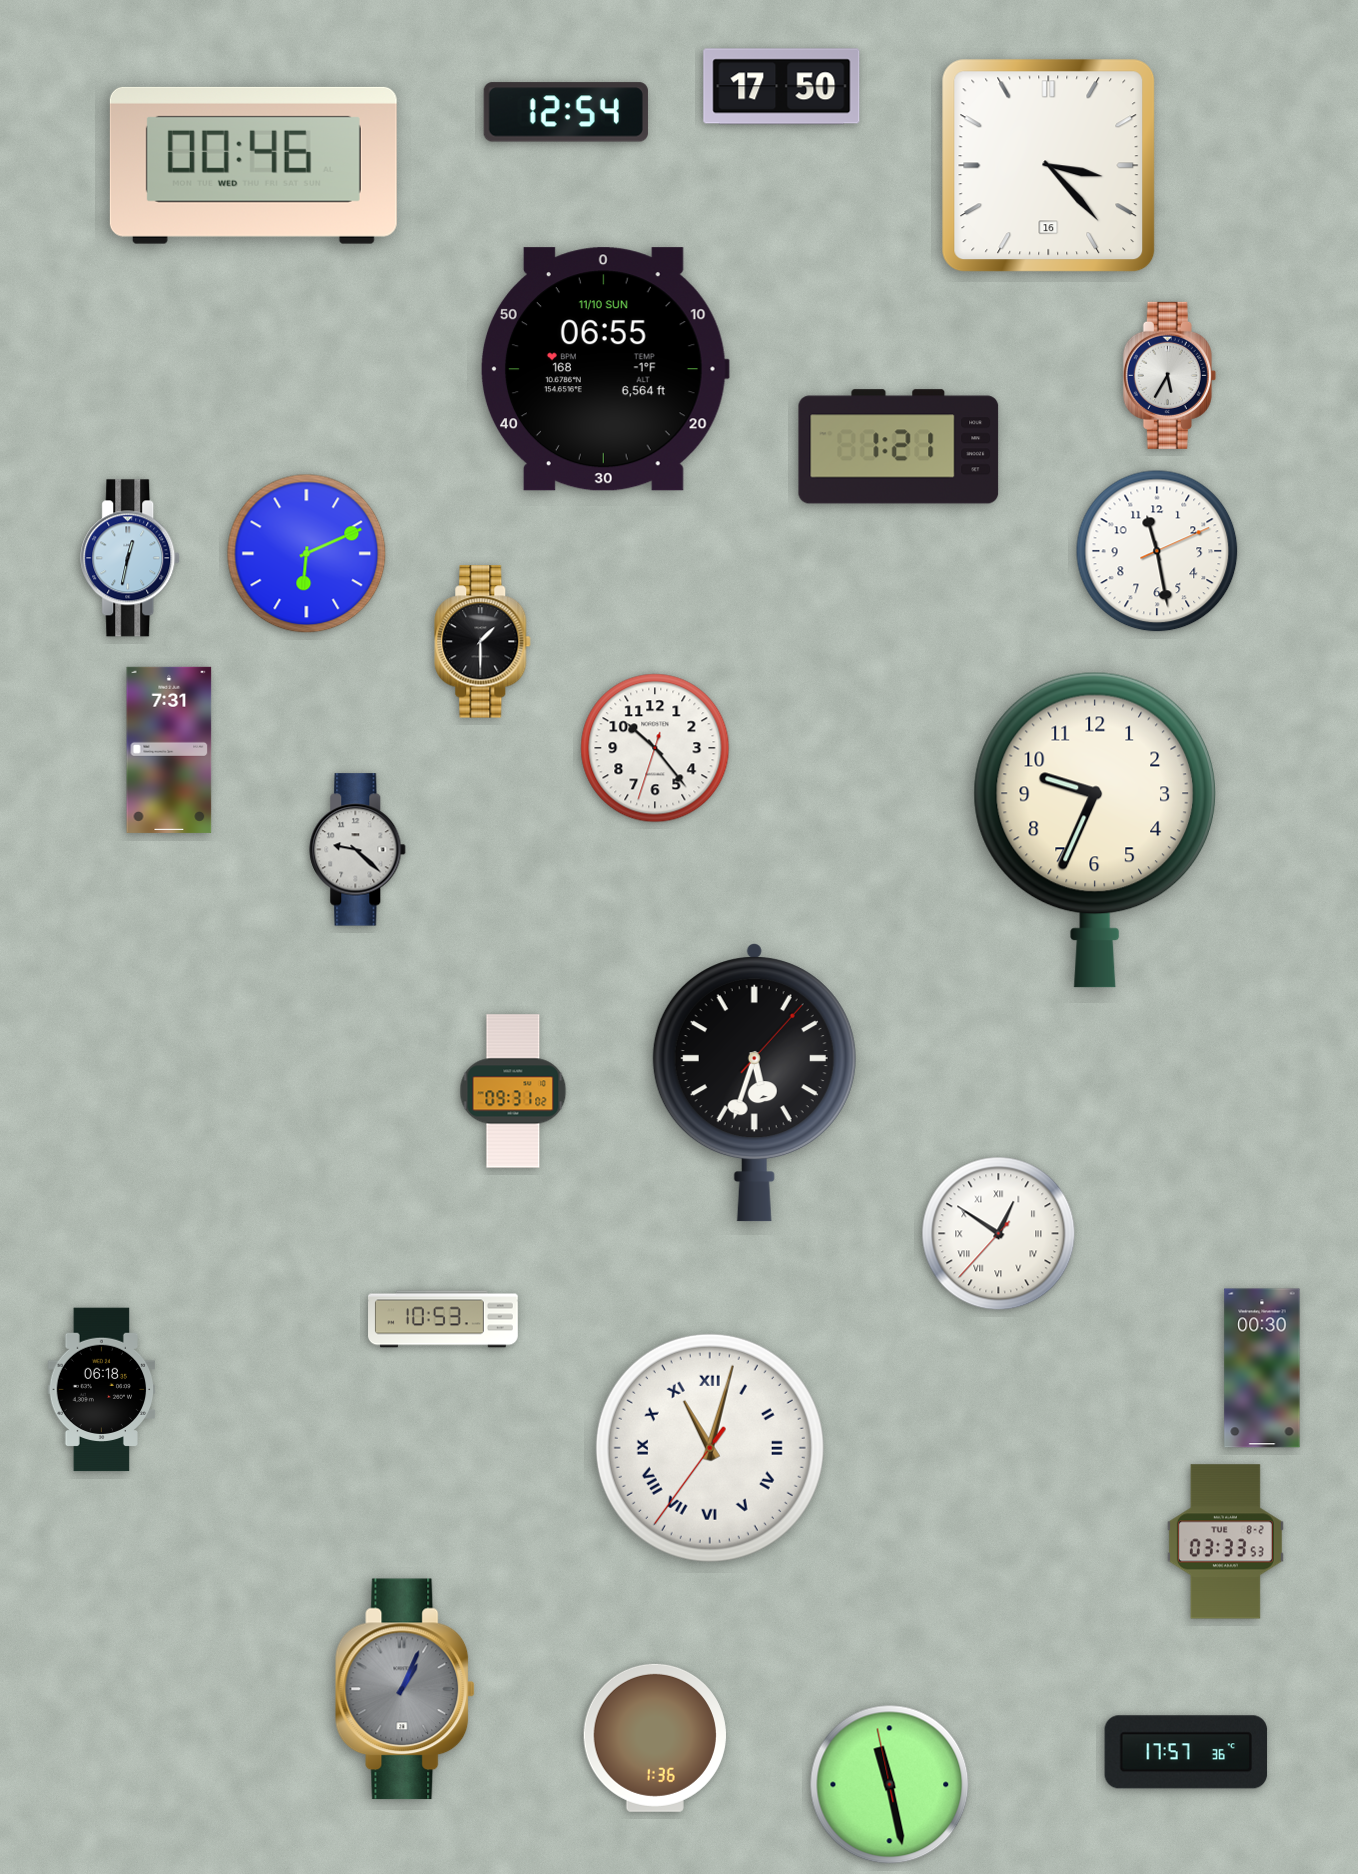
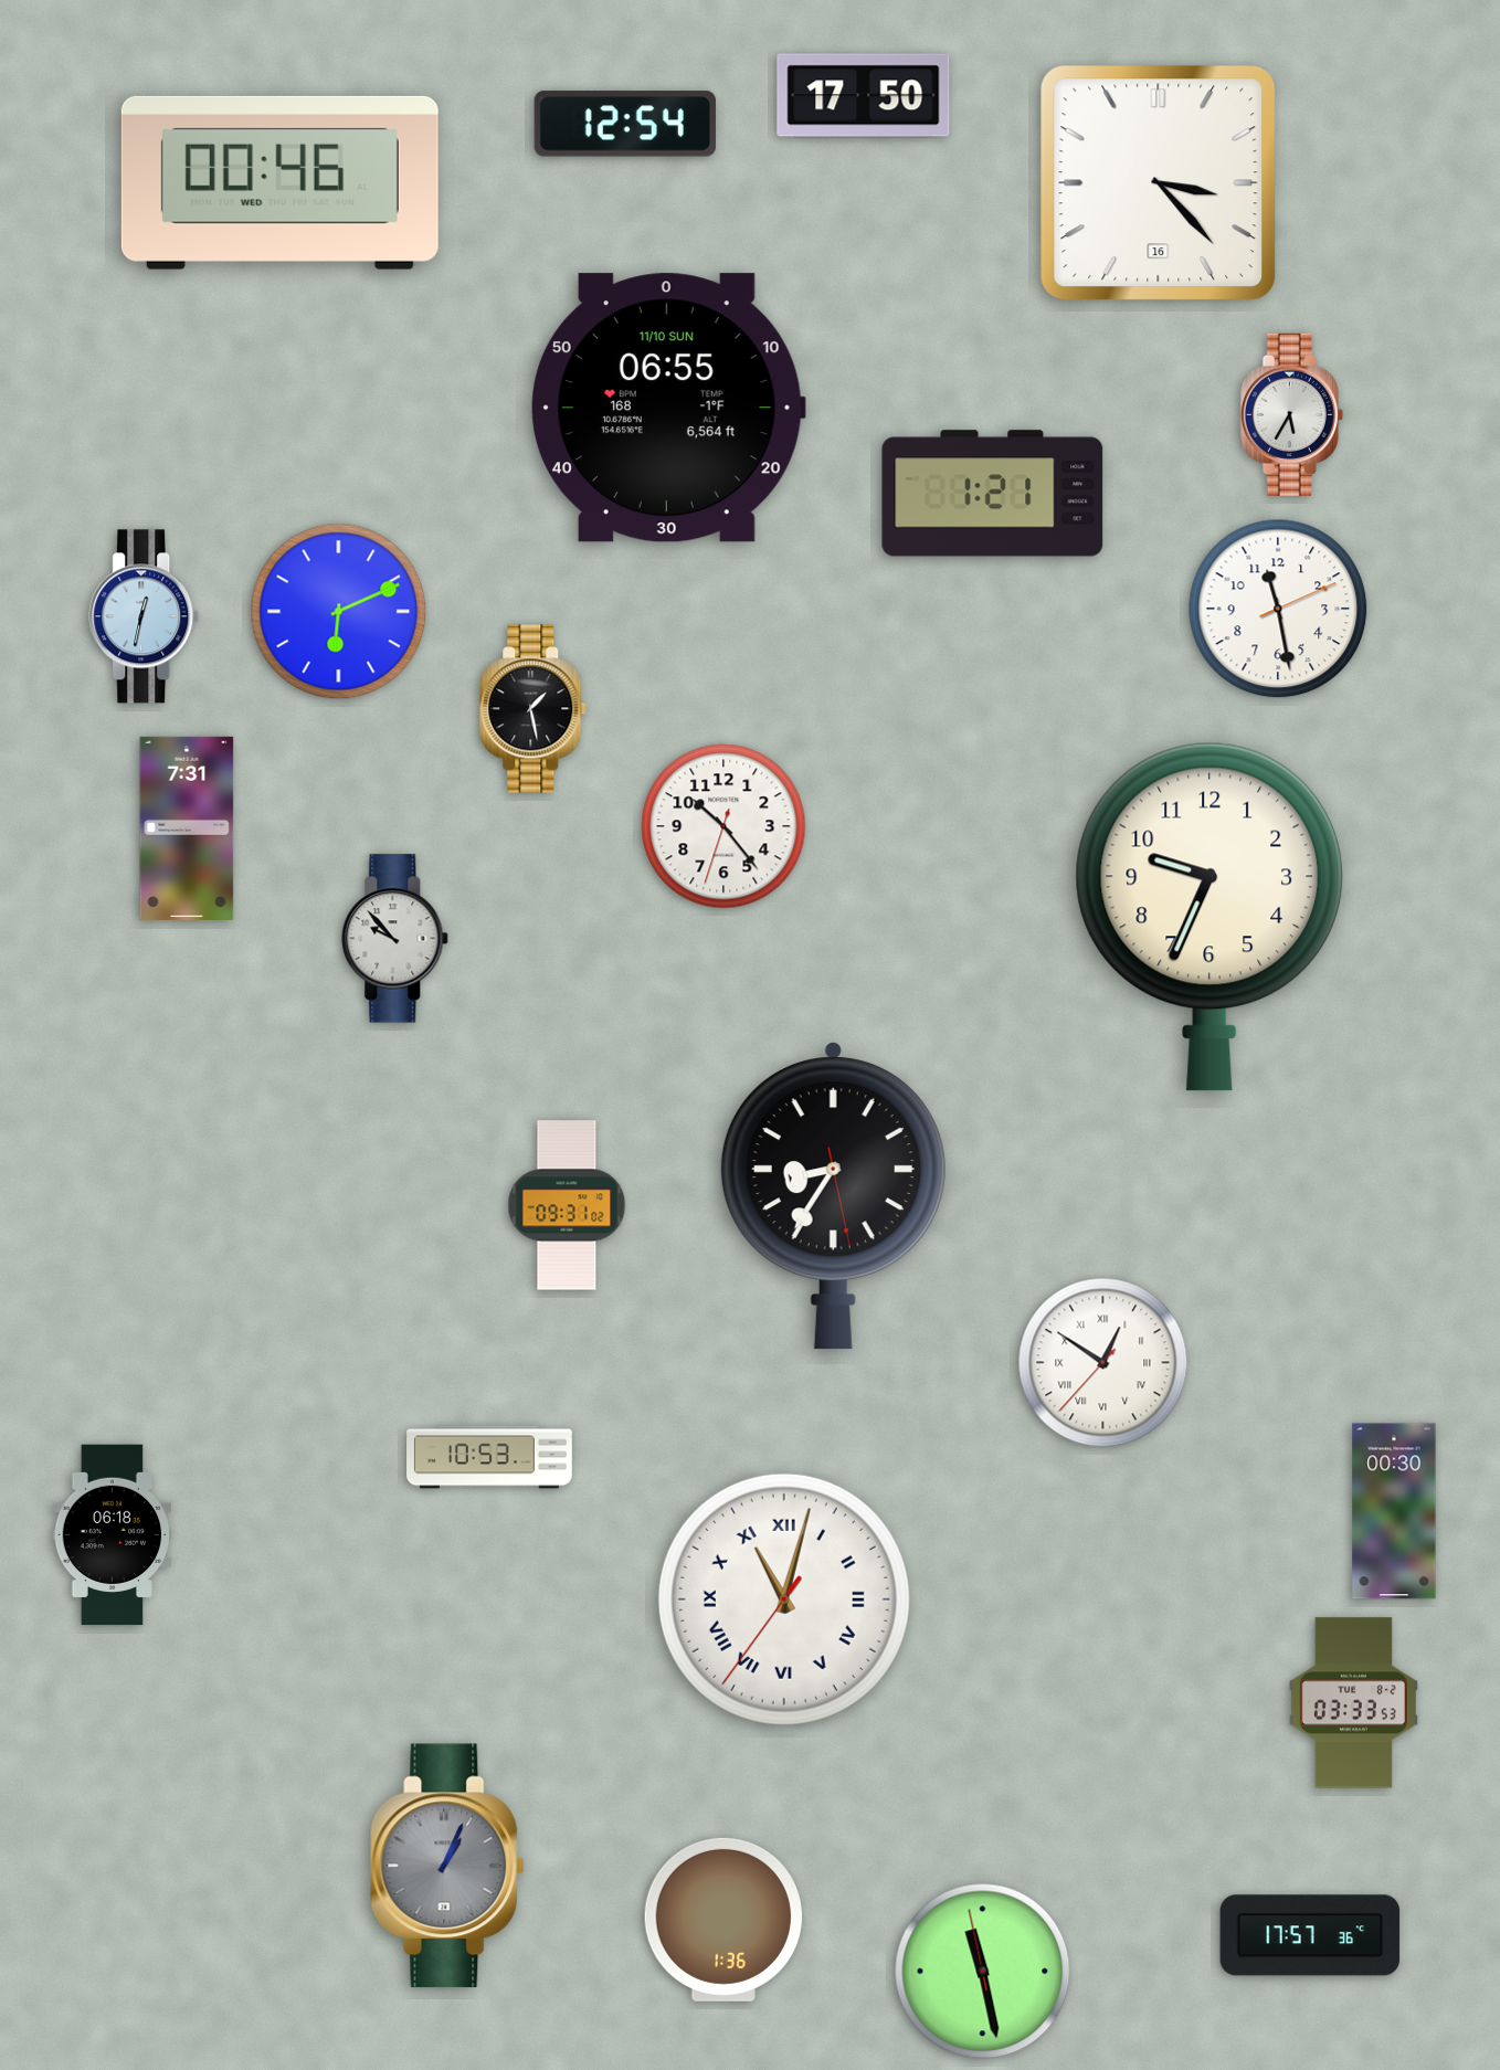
clock at (483, 642): 1:30 -> 1:28
clock at (358, 850): 9:22 -> 9:53
clock at (754, 1083): 5:33 -> 8:35
